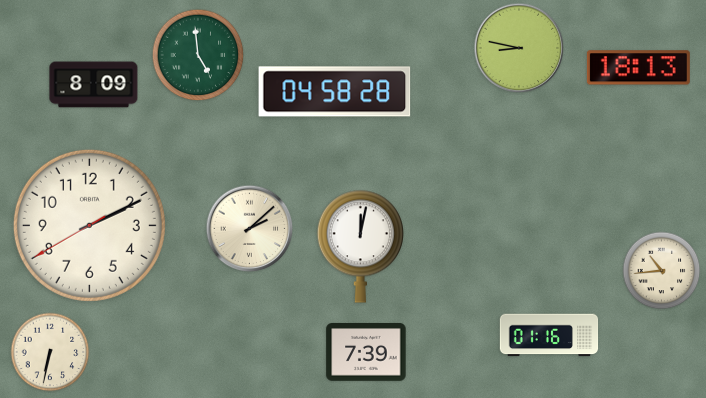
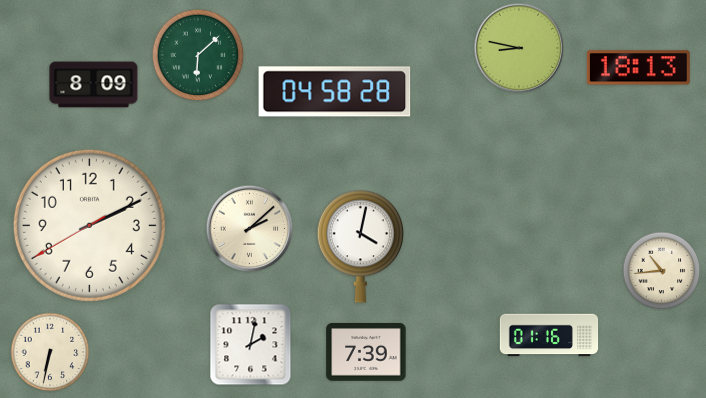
clock at (198, 55): 4:59 -> 6:08
clock at (360, 246): 12:02 -> 4:02
clock at (251, 345): none -> 2:02
